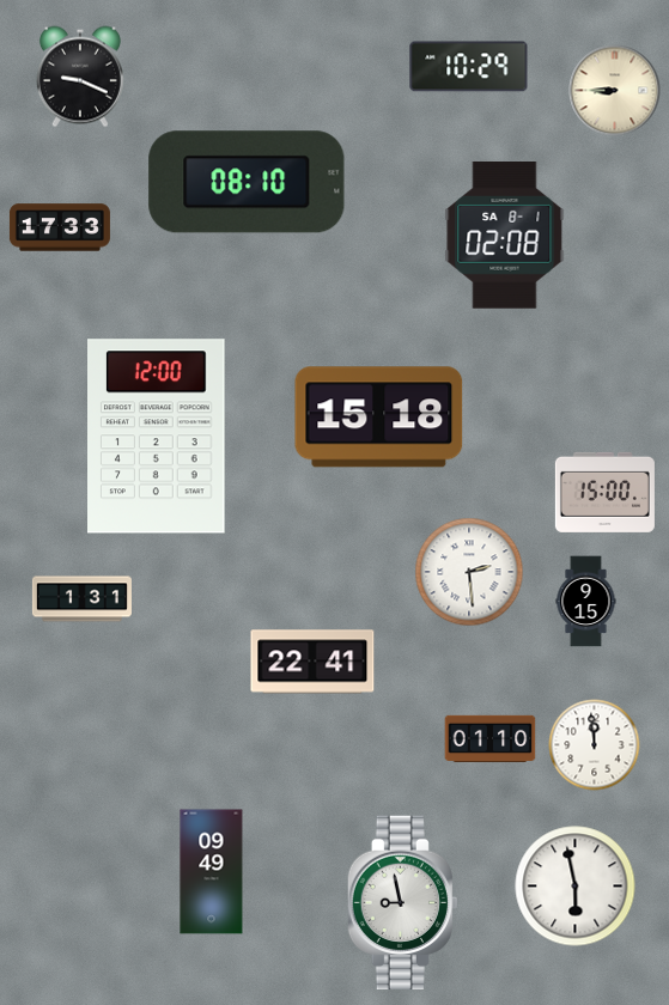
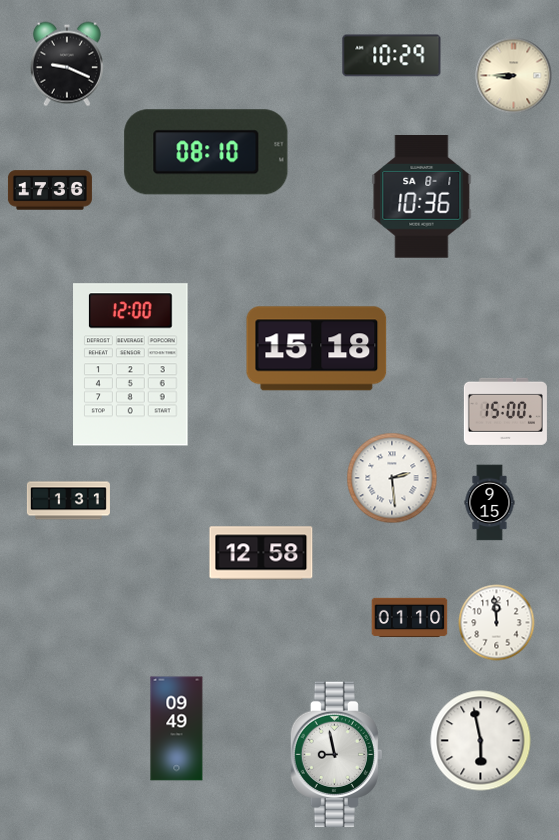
clock at (60, 227): 17:33 -> 17:36
clock at (505, 236): 02:08 -> 10:36
clock at (312, 662): 22:41 -> 12:58
